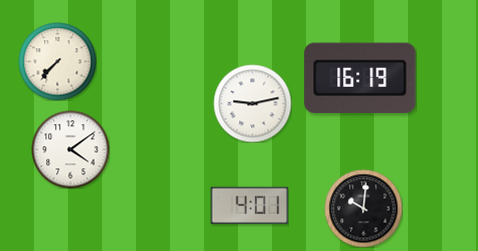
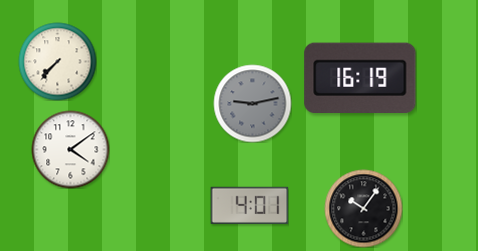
clock at (252, 103) dial: white -> grey
clock at (363, 208): 10:01 -> 10:06
